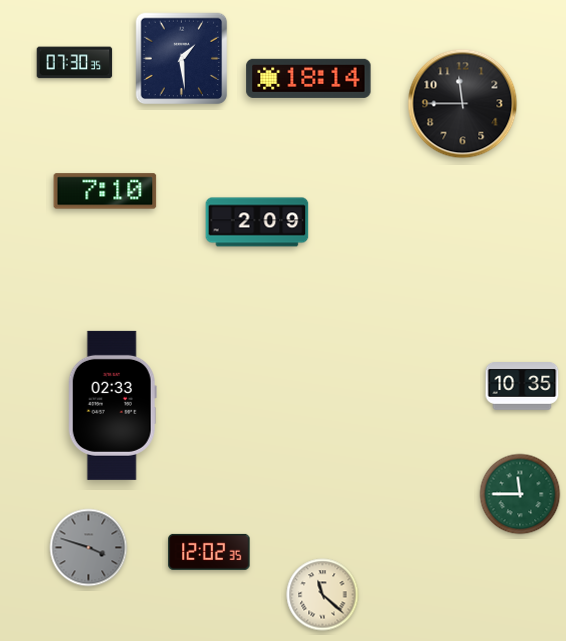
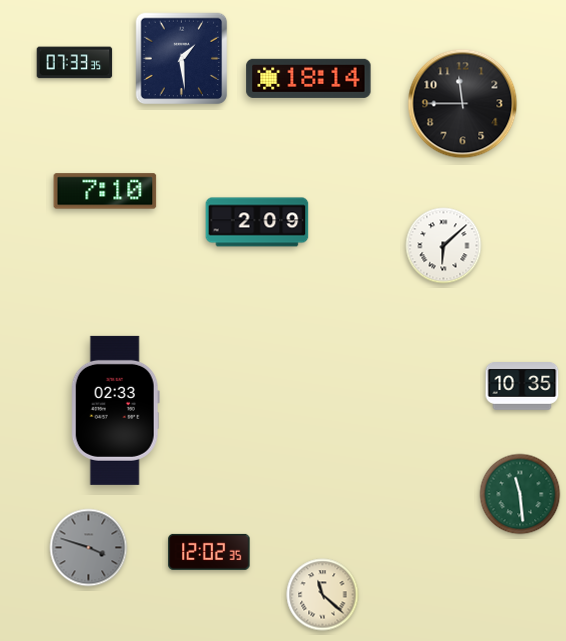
clock at (75, 63): 07:30 -> 07:33
clock at (444, 246): none -> 6:08
clock at (112, 405) position: (112, 405) -> (115, 410)
clock at (520, 494): 11:45 -> 11:29
